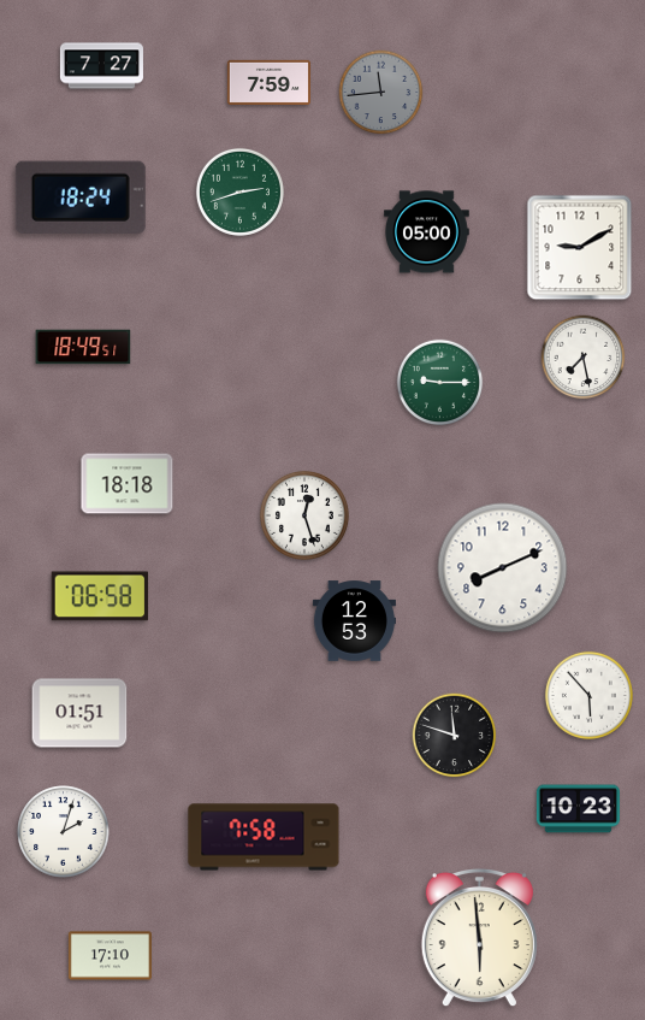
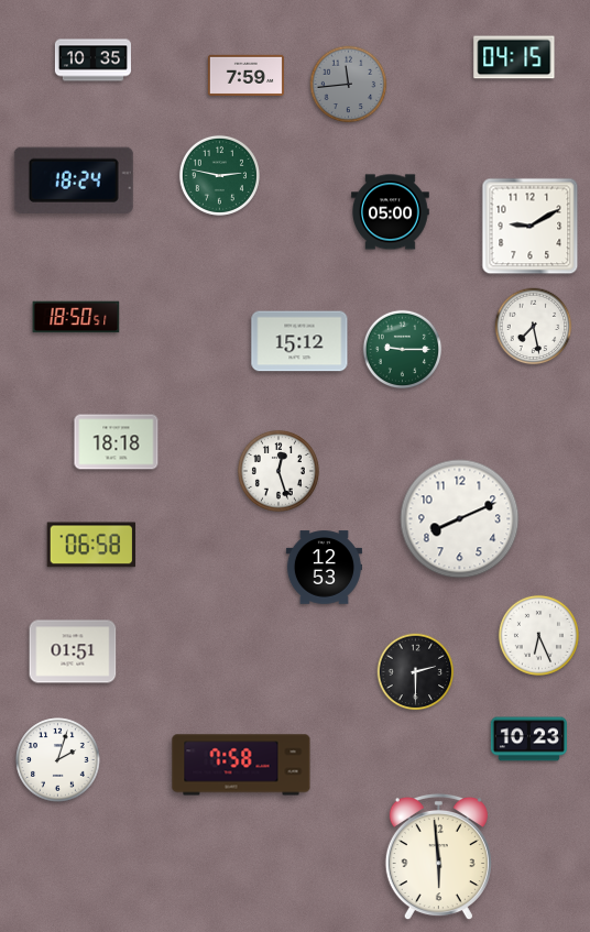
clock at (514, 57): none -> 04:15
clock at (101, 66): 7:27 -> 10:35
clock at (239, 191): 2:42 -> 2:47
clock at (83, 347): 18:49 -> 18:50
clock at (299, 341): none -> 15:12
clock at (588, 695): 5:53 -> 6:26
clock at (455, 736): 11:48 -> 2:30
clock at (110, 956): 17:10 -> none
